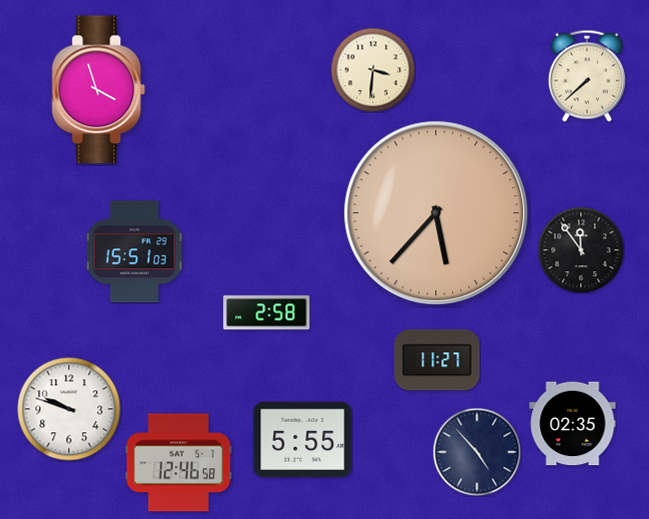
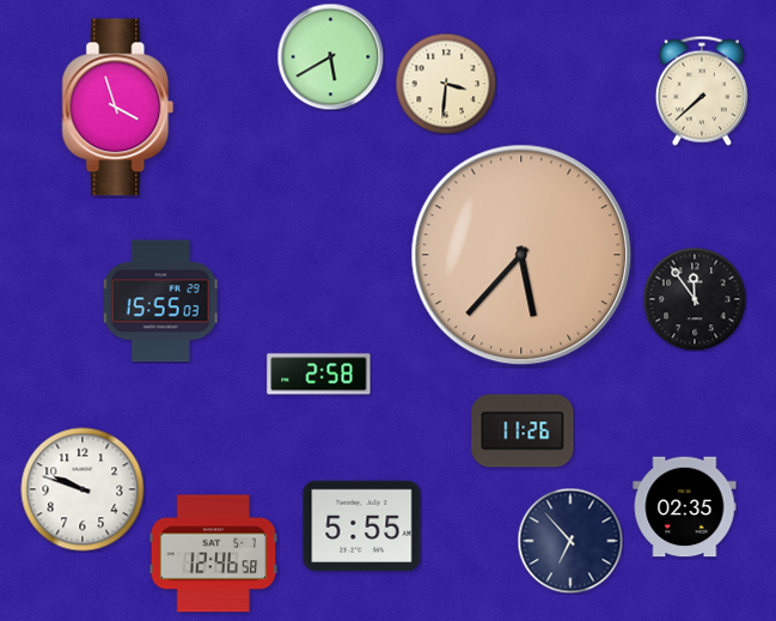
clock at (330, 56): none -> 5:40
clock at (134, 252): 15:51 -> 15:55
clock at (437, 360): 11:27 -> 11:26
clock at (477, 452): 4:53 -> 6:53
